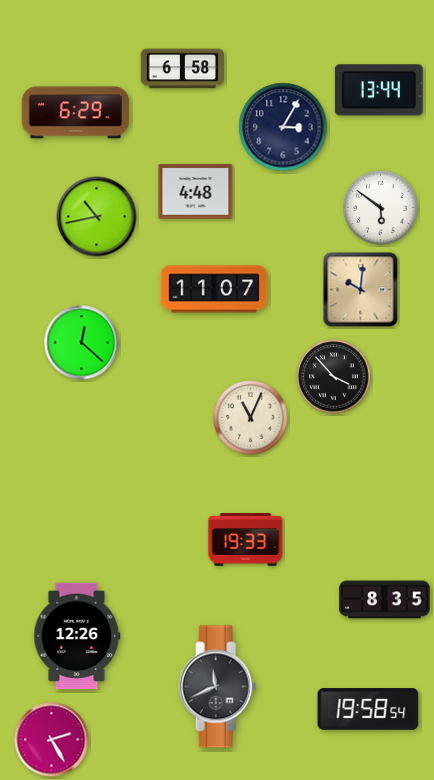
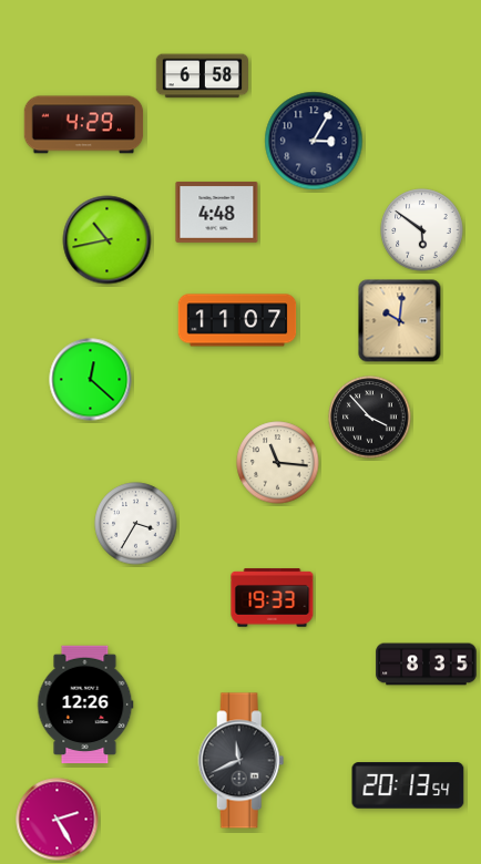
clock at (379, 90): 13:44 -> none
clock at (76, 113): 6:29 -> 4:29
clock at (251, 418): 11:04 -> 11:16
clock at (136, 524): none -> 3:35
clock at (368, 709): 19:58 -> 20:13
